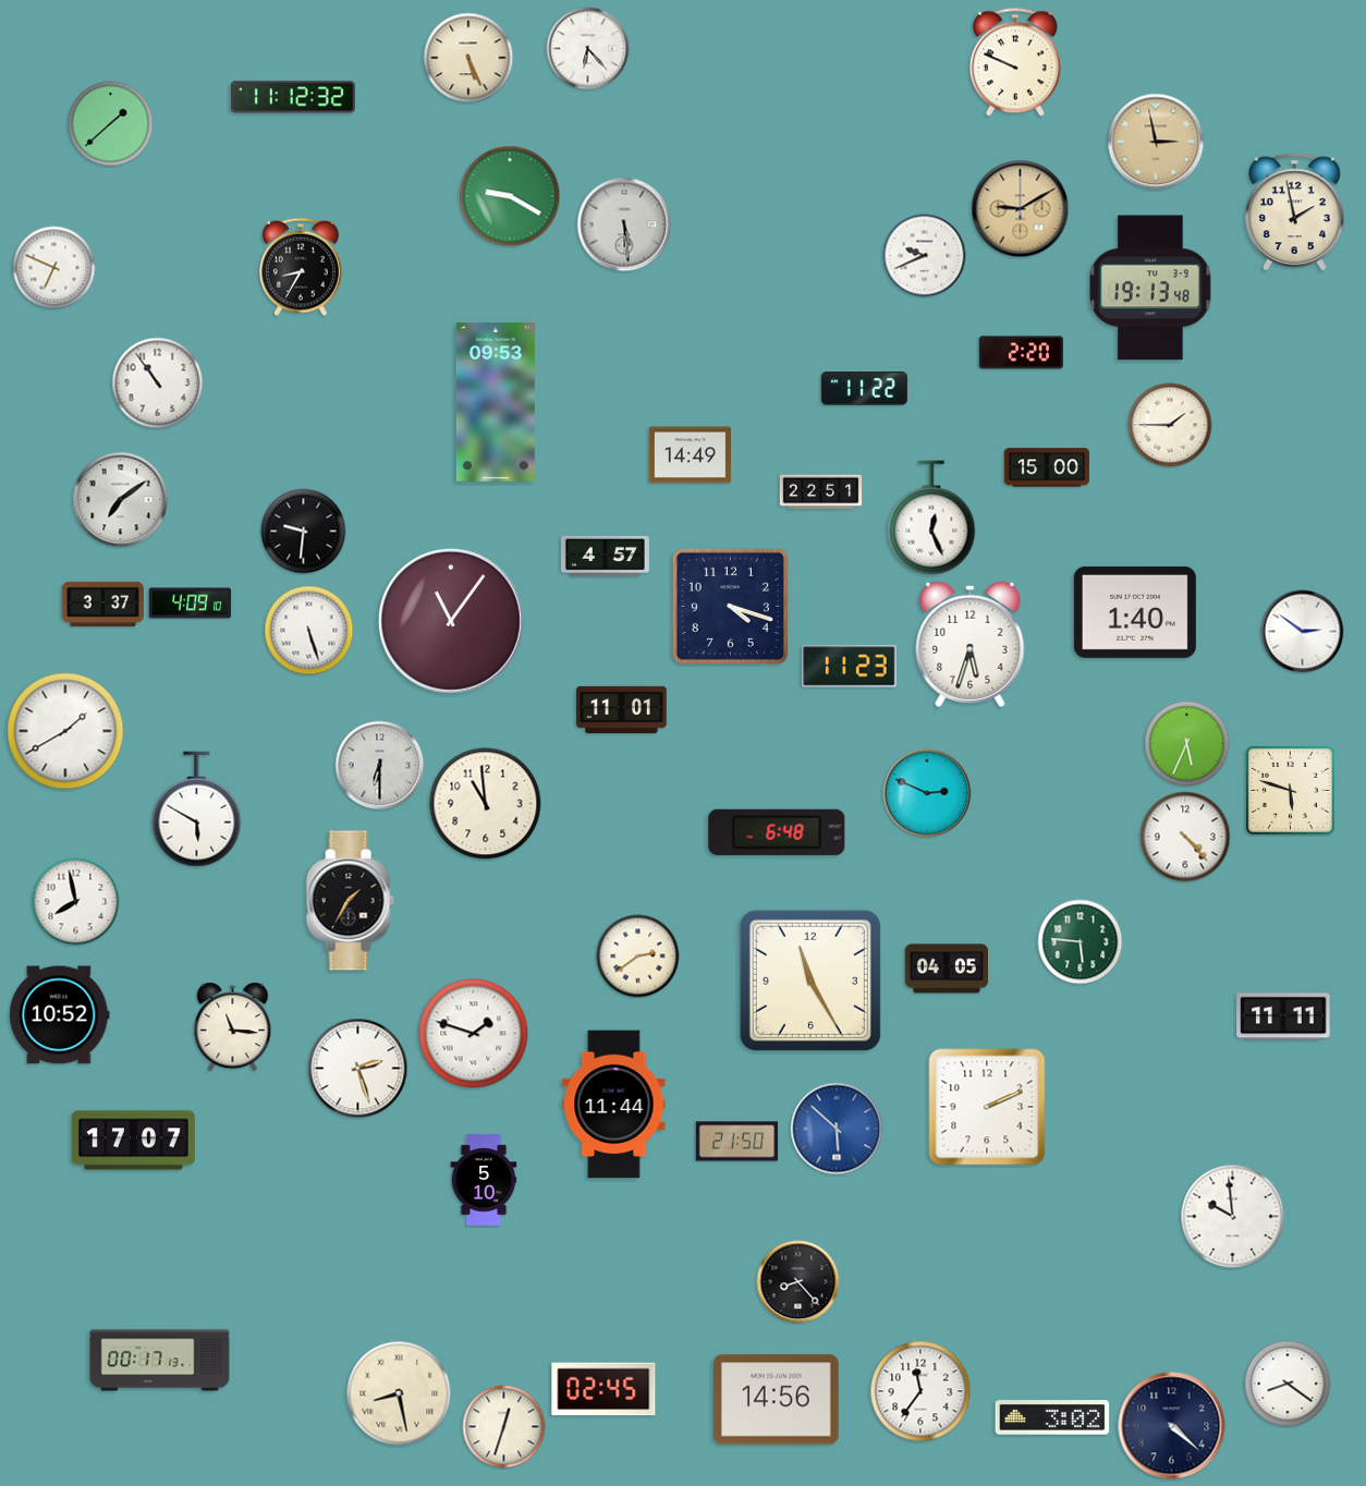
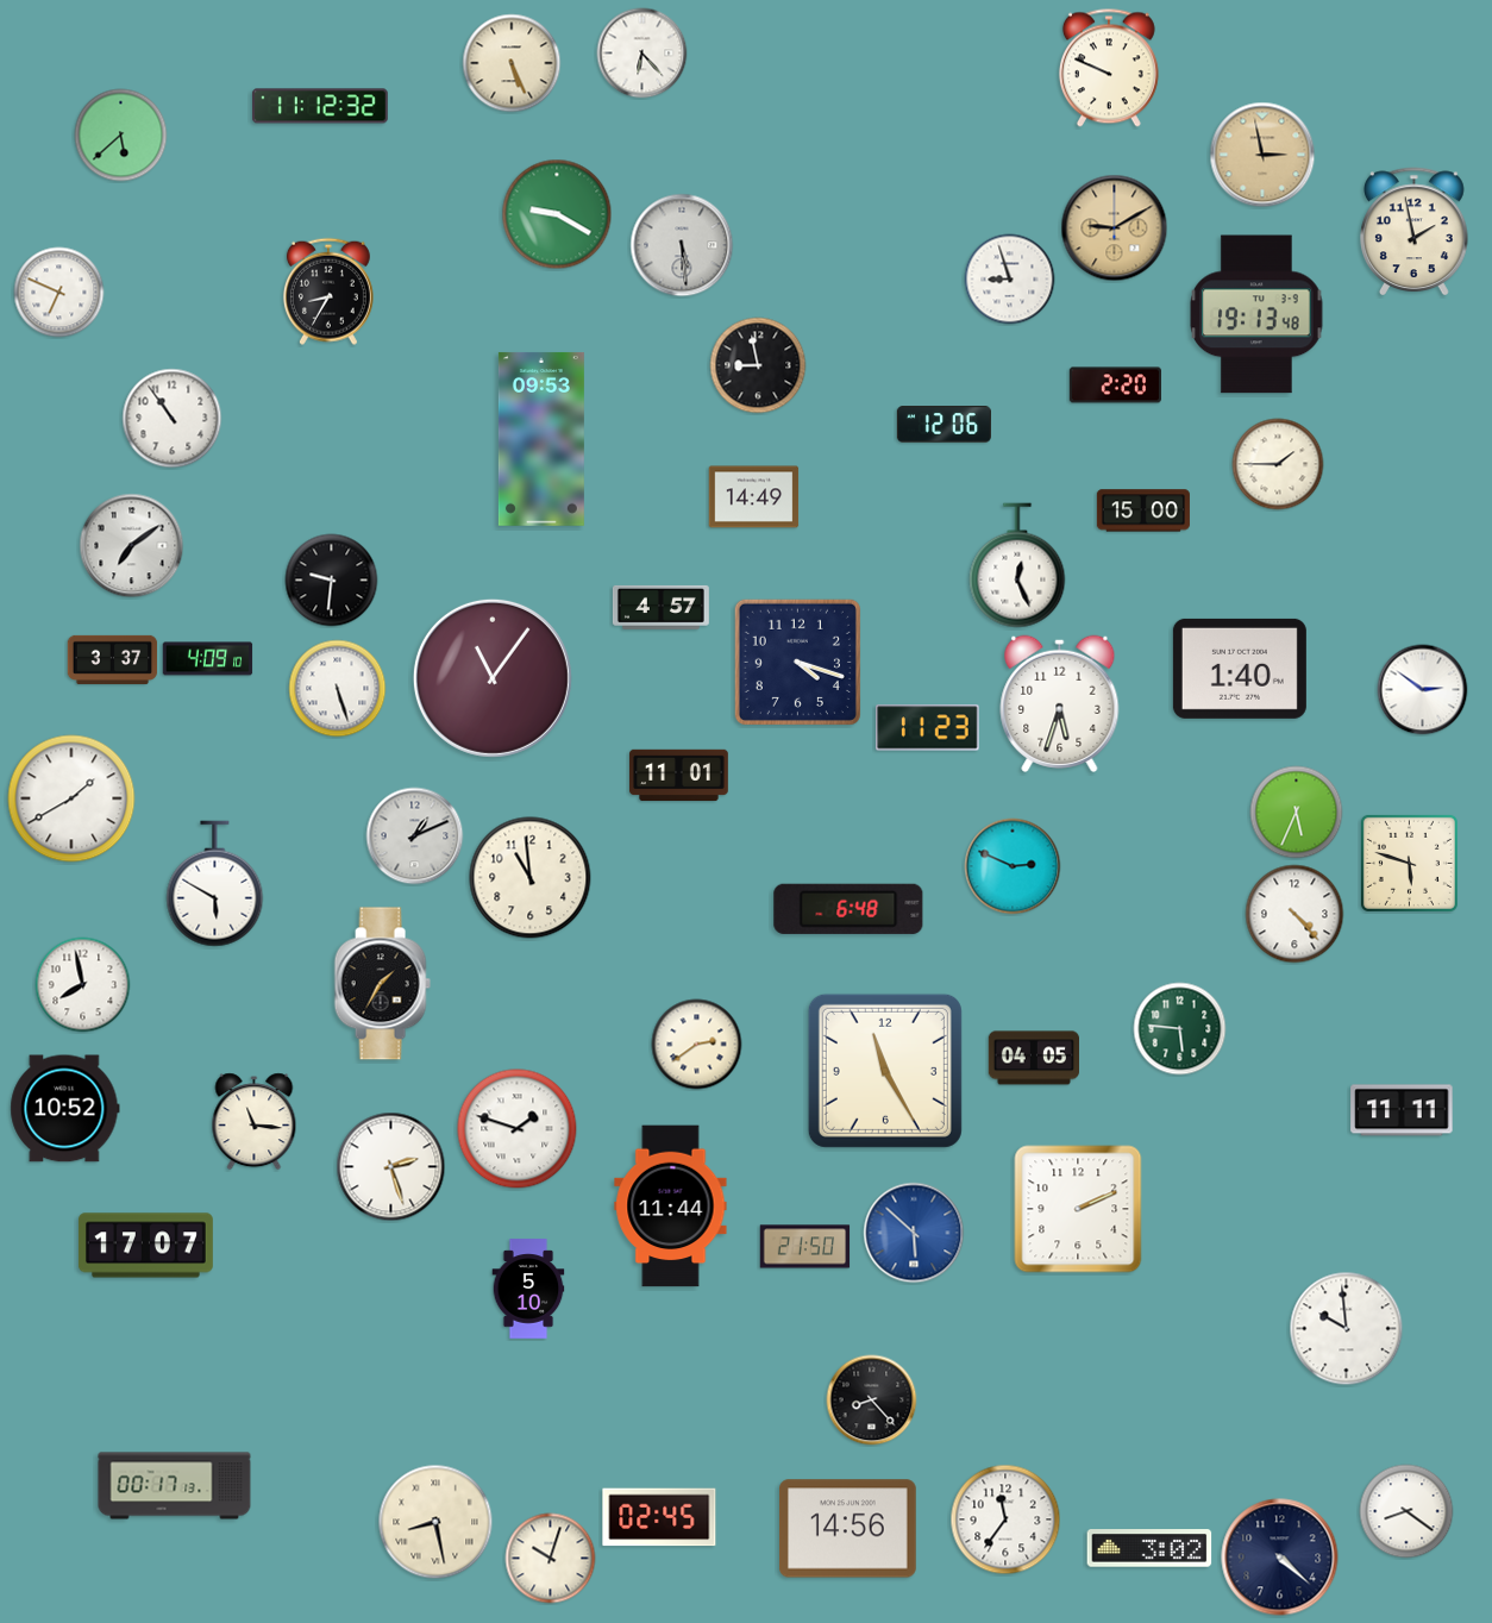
clock at (111, 124): 1:38 -> 5:38
clock at (925, 256): 9:41 -> 8:57
clock at (758, 365): none -> 8:58
clock at (864, 389): 11:22 -> 12:06
clock at (821, 492): 22:51 -> none
clock at (380, 766): 6:30 -> 1:11
clock at (504, 1427): 12:33 -> 10:03
